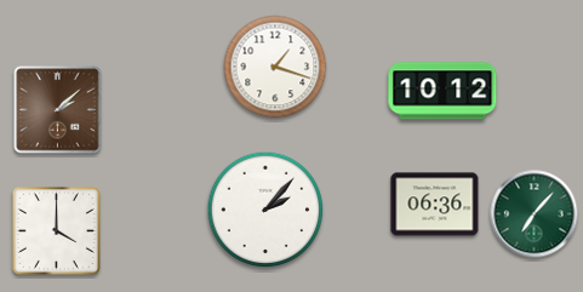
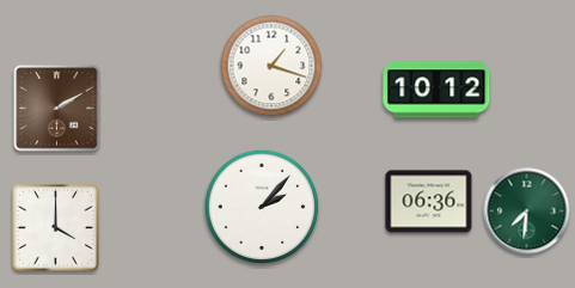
clock at (58, 110): 2:08 -> 2:10
clock at (535, 214): 7:07 -> 7:31
